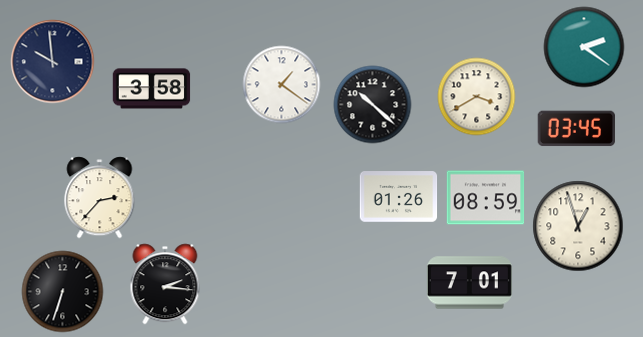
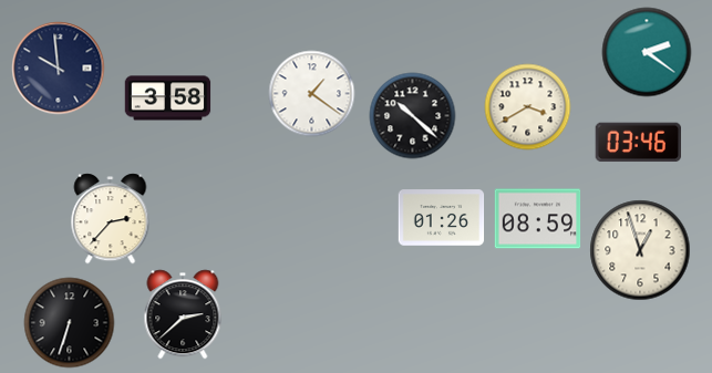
clock at (576, 129): 03:45 -> 03:46
clock at (469, 283): 7:01 -> none
clock at (165, 284): 2:16 -> 2:38
